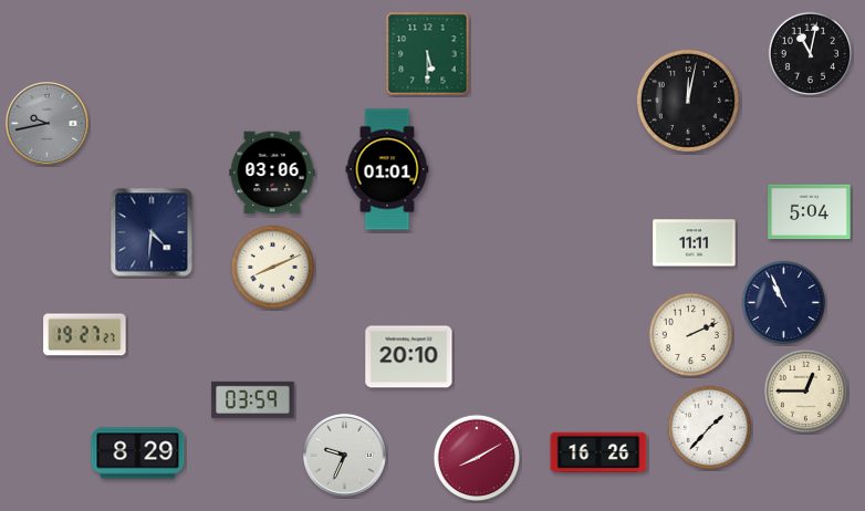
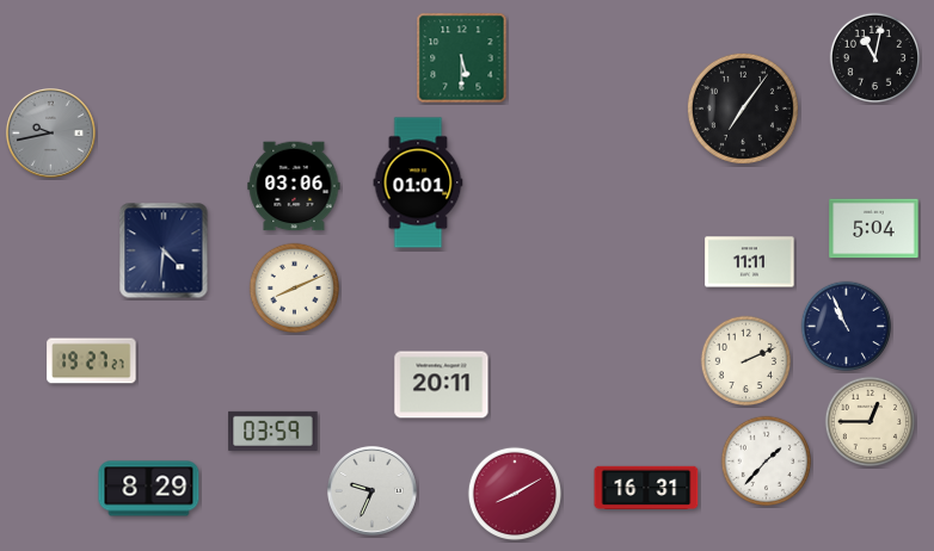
clock at (688, 101): 12:02 -> 7:06
clock at (409, 357): 20:10 -> 20:11
clock at (598, 451): 16:26 -> 16:31
